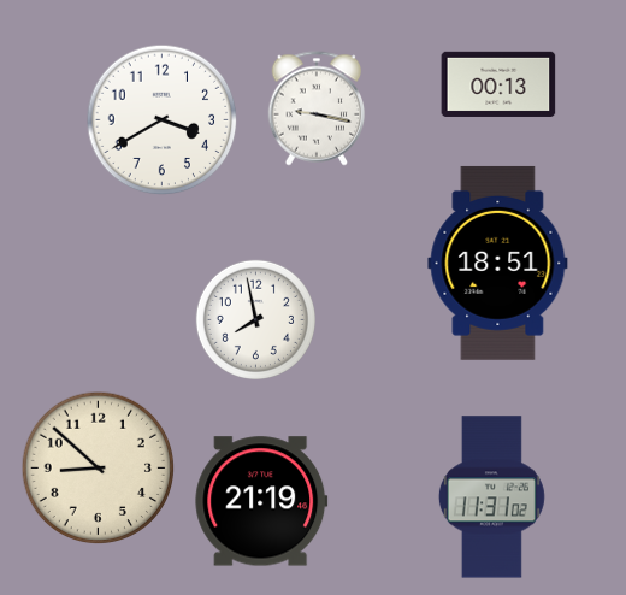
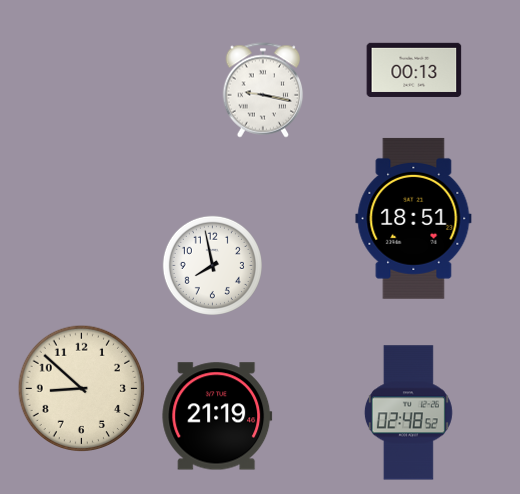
clock at (163, 120): 3:40 -> none
clock at (491, 497): 11:31 -> 02:48
